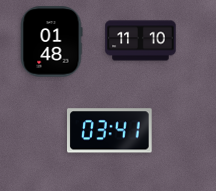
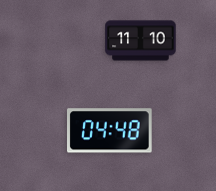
clock at (51, 42): 01:48 -> none
clock at (110, 131): 03:41 -> 04:48
